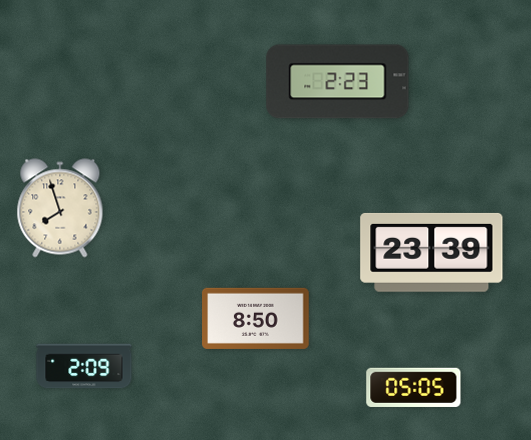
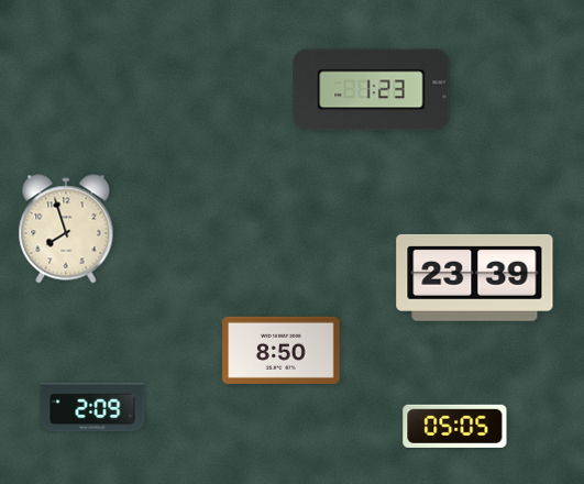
clock at (338, 82): 2:23 -> 1:23
clock at (84, 366) position: (84, 366) -> (92, 407)
